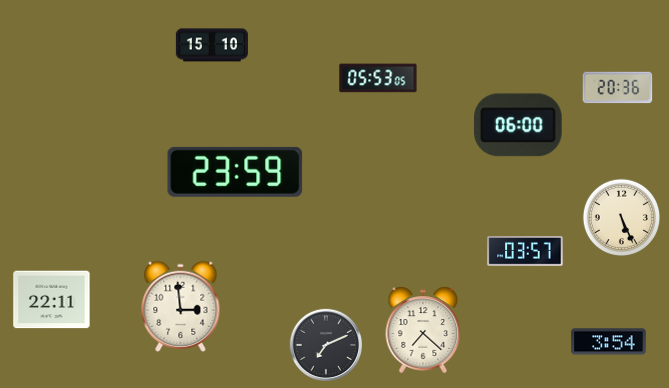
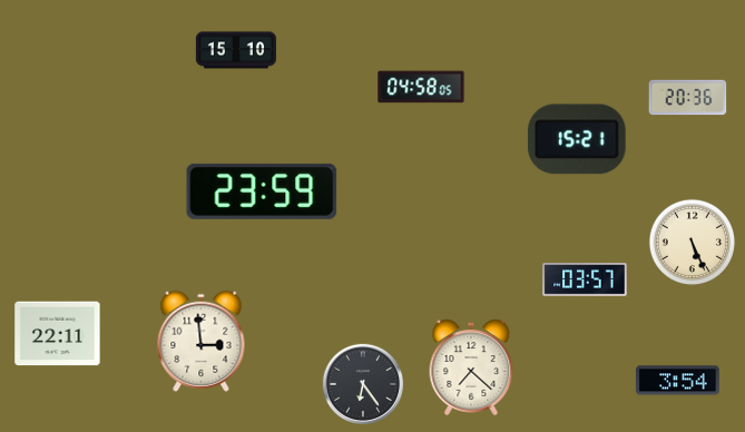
clock at (378, 78): 05:53 -> 04:58
clock at (518, 125): 06:00 -> 15:21
clock at (325, 344): 7:11 -> 6:24
